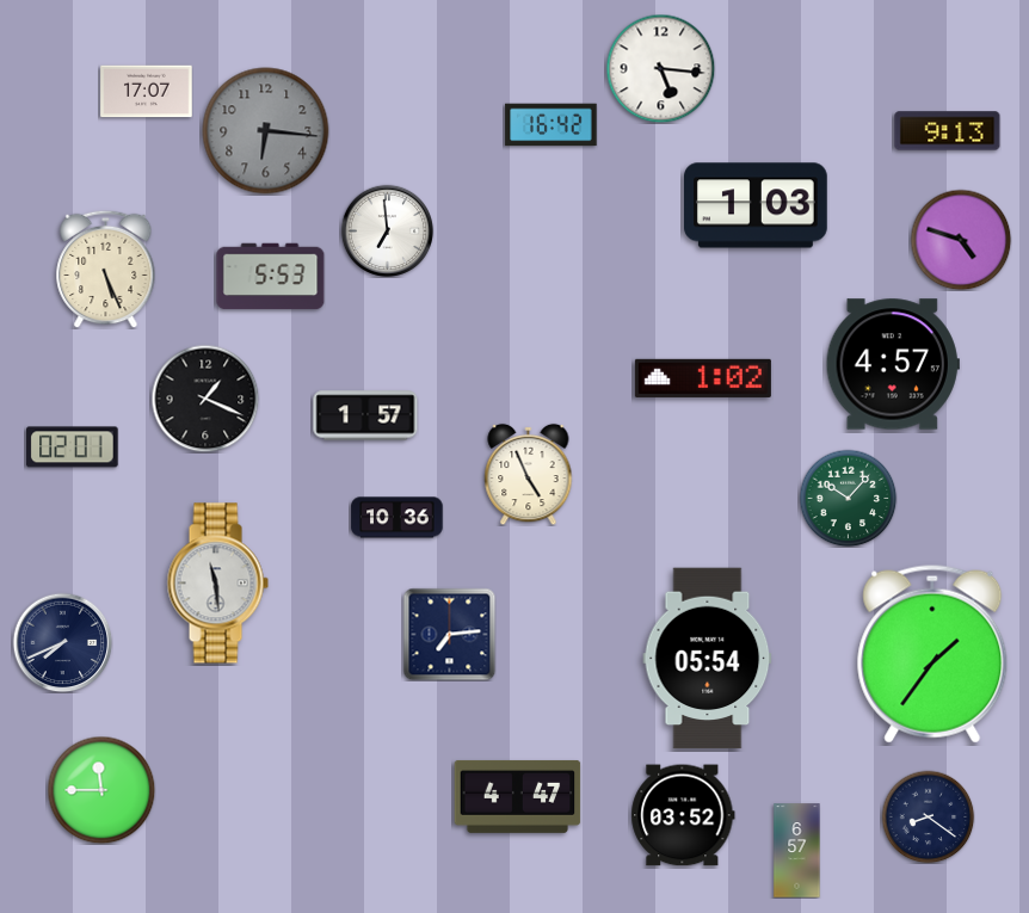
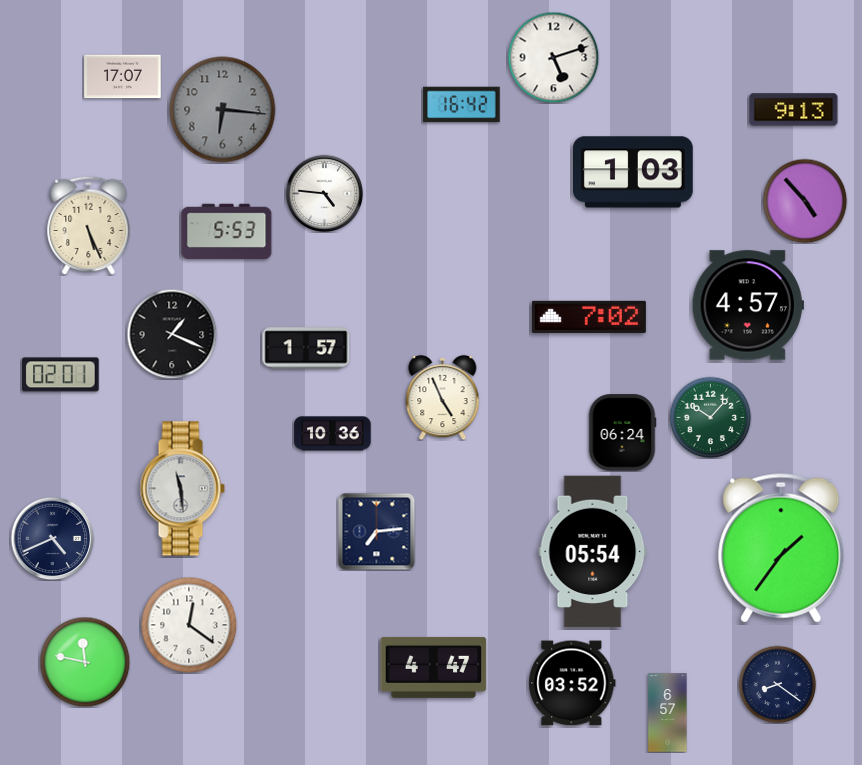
clock at (660, 68): 5:16 -> 5:12
clock at (387, 230): 6:59 -> 4:46
clock at (961, 240): 4:48 -> 4:53
clock at (703, 378): 1:02 -> 7:02
clock at (622, 433): none -> 06:24
clock at (62, 642): 7:41 -> 4:41
clock at (189, 625): none -> 12:21
clock at (101, 790): 11:45 -> 11:47
